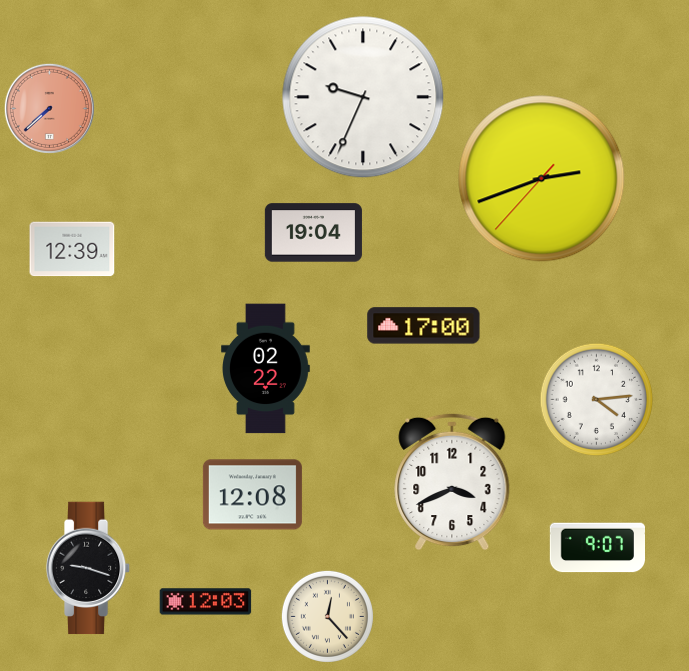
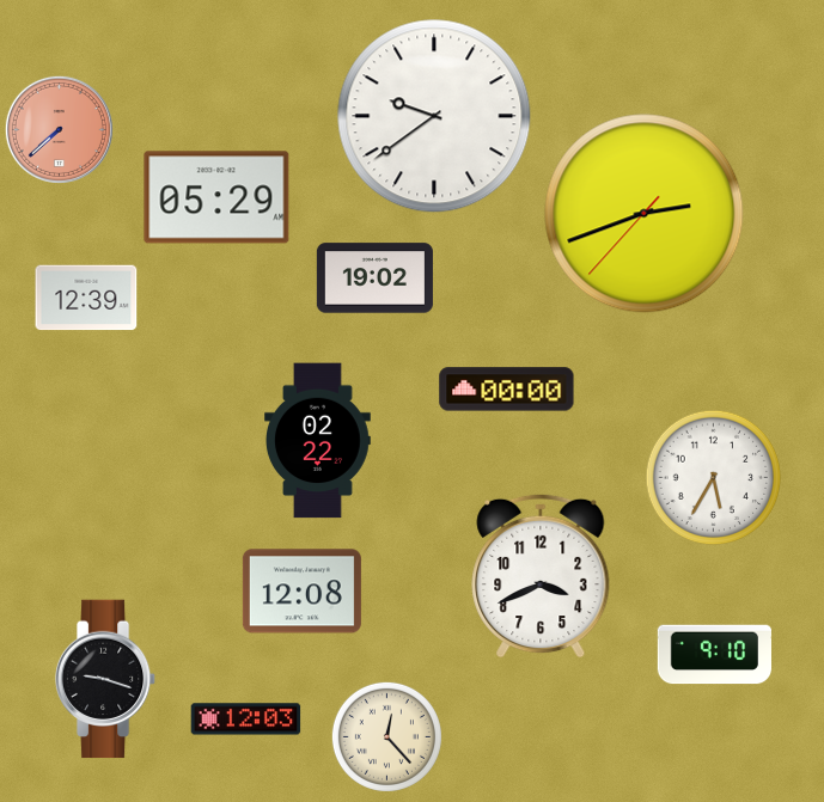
clock at (363, 97): 9:34 -> 9:39
clock at (216, 197): none -> 05:29
clock at (542, 179) position: (542, 179) -> (645, 214)
clock at (313, 233): 19:04 -> 19:02
clock at (424, 326): 17:00 -> 00:00
clock at (597, 400): 4:14 -> 5:35
clock at (597, 548): 9:07 -> 9:10
clock at (327, 616) position: (327, 616) -> (386, 736)
